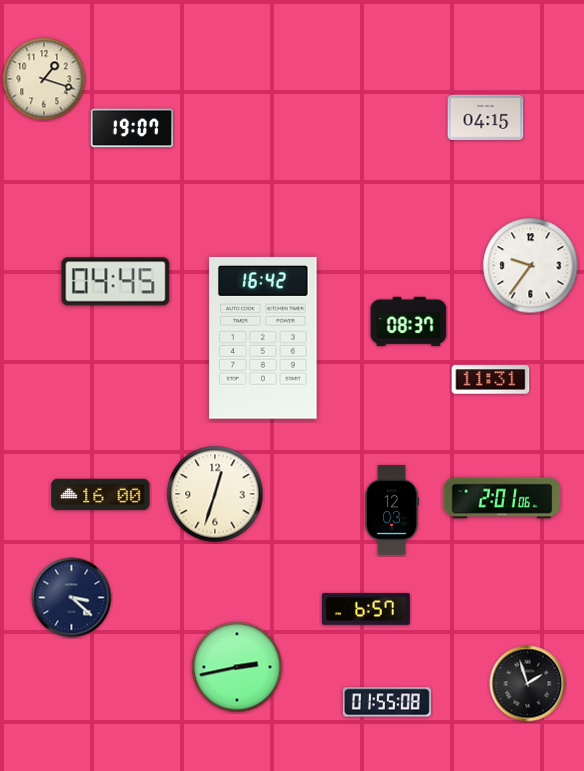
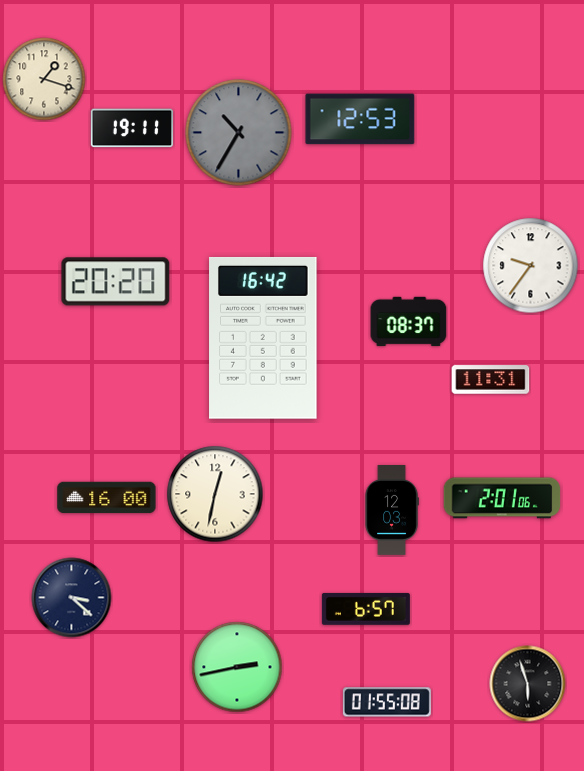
clock at (486, 117): 04:15 -> none
clock at (360, 119): none -> 12:53
clock at (132, 128): 19:07 -> 19:11
clock at (239, 133): none -> 10:35
clock at (116, 282): 04:45 -> 20:20
clock at (215, 494): 12:33 -> 12:32
clock at (101, 495) position: (101, 495) -> (107, 498)
clock at (528, 684): 1:57 -> 5:57
